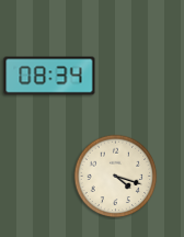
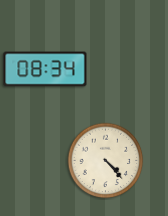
clock at (116, 177): 4:18 -> 4:23
